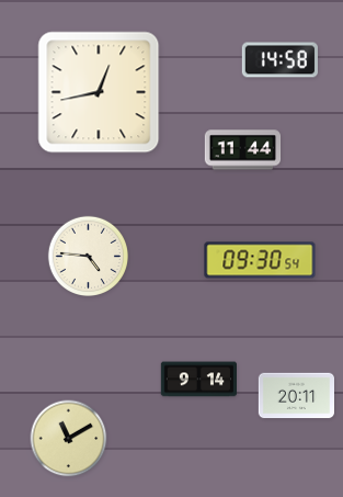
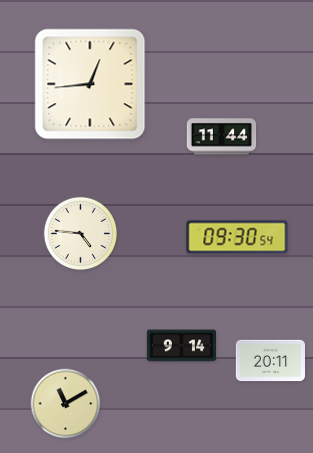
clock at (279, 60): 14:58 -> none
clock at (99, 92): 12:43 -> 12:44
clock at (69, 439) position: (69, 439) -> (66, 404)
